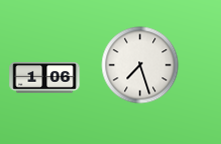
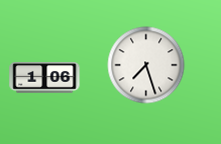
clock at (140, 65) position: (140, 65) -> (146, 65)
